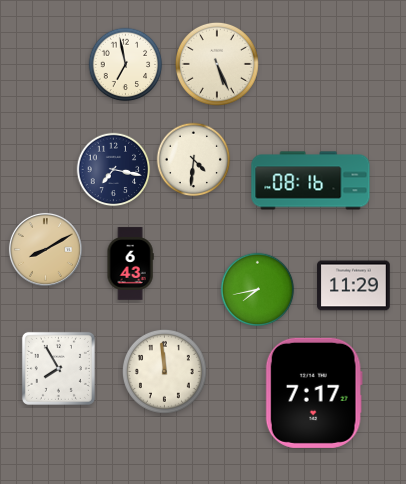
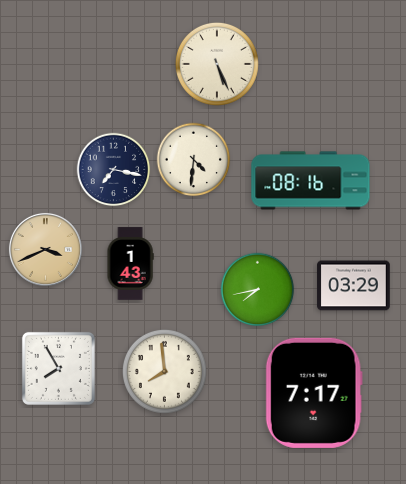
clock at (126, 65): 6:58 -> none
clock at (45, 249): 8:10 -> 3:41
clock at (130, 264): 6:43 -> 1:43
clock at (354, 286): 11:29 -> 03:29
clock at (164, 371): 11:59 -> 7:59
